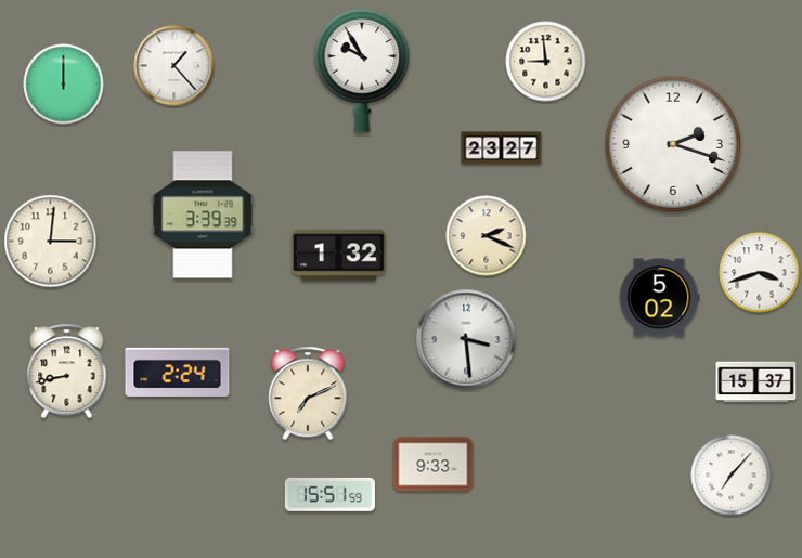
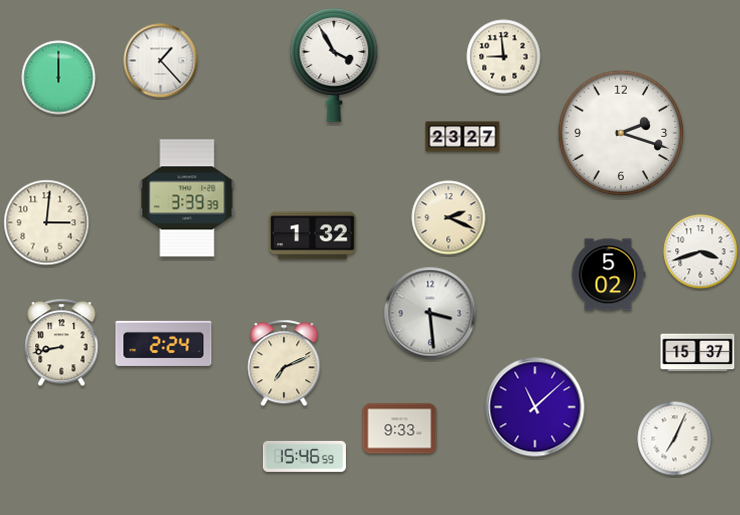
clock at (362, 70): 9:55 -> 3:55
clock at (535, 407): none -> 11:08
clock at (732, 476): 7:07 -> 7:04
clock at (329, 494): 15:51 -> 15:46
